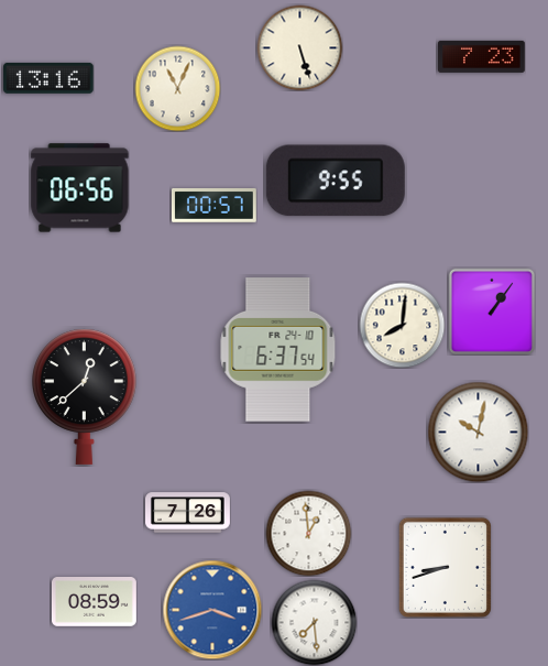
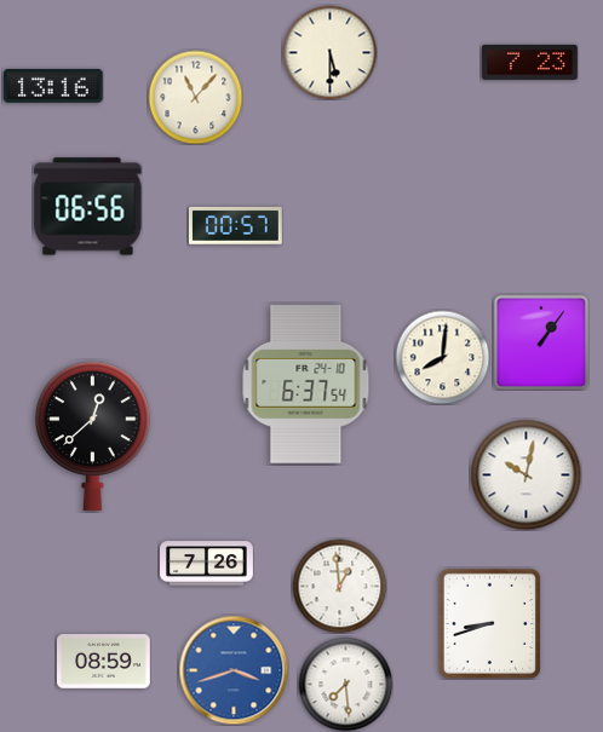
clock at (299, 47): 5:27 -> 5:30
clock at (177, 88): 11:04 -> 11:07
clock at (336, 181): 9:55 -> none
